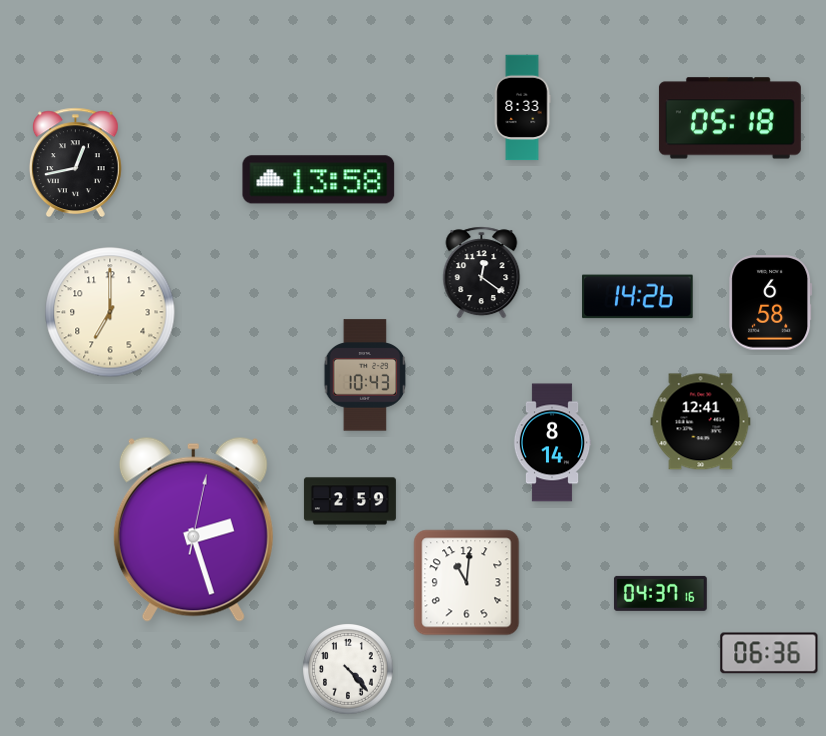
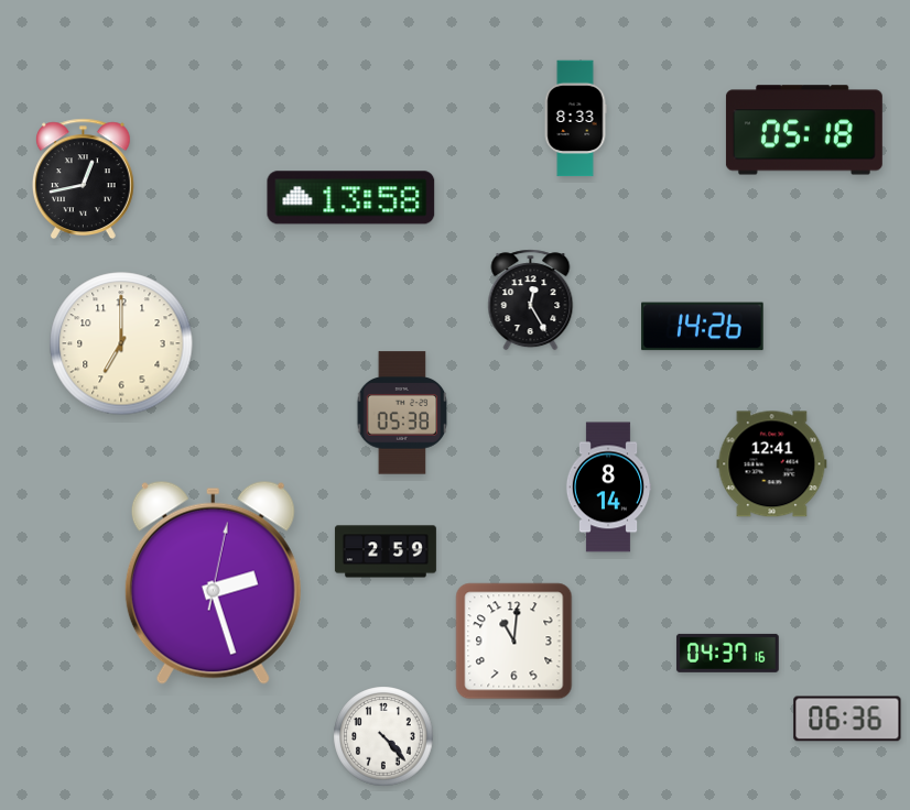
clock at (482, 273): 12:21 -> 12:25
clock at (771, 303): 6:58 -> none
clock at (365, 375): 10:43 -> 05:38
